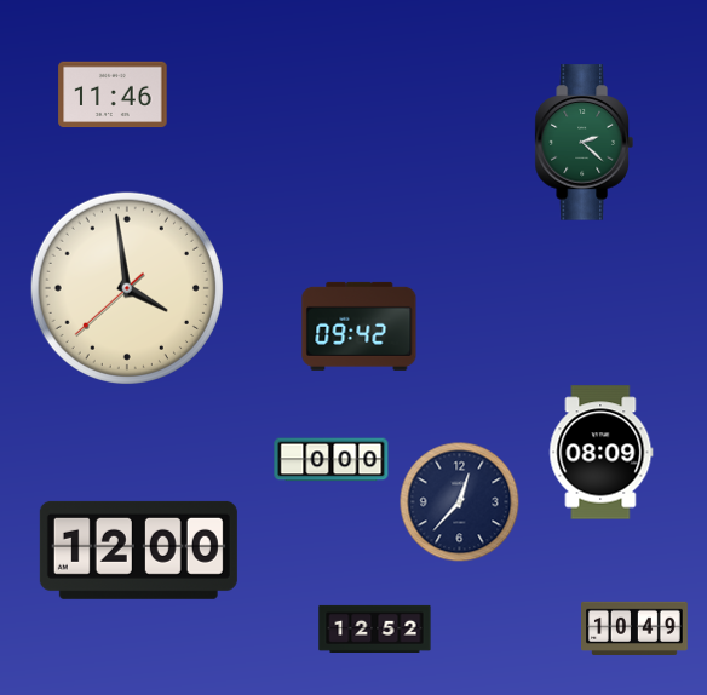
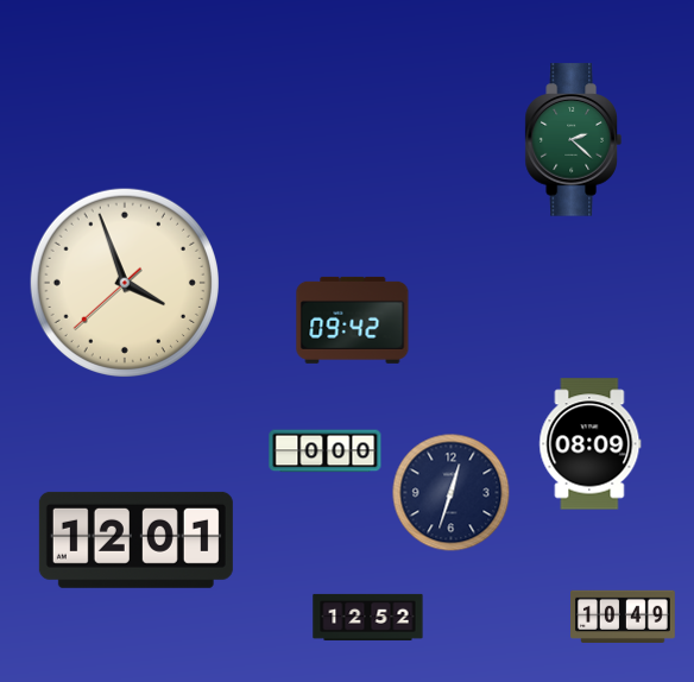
clock at (113, 94): 11:46 -> none
clock at (127, 288): 3:58 -> 3:56
clock at (460, 502): 12:37 -> 12:33
clock at (138, 550): 12:00 -> 12:01
